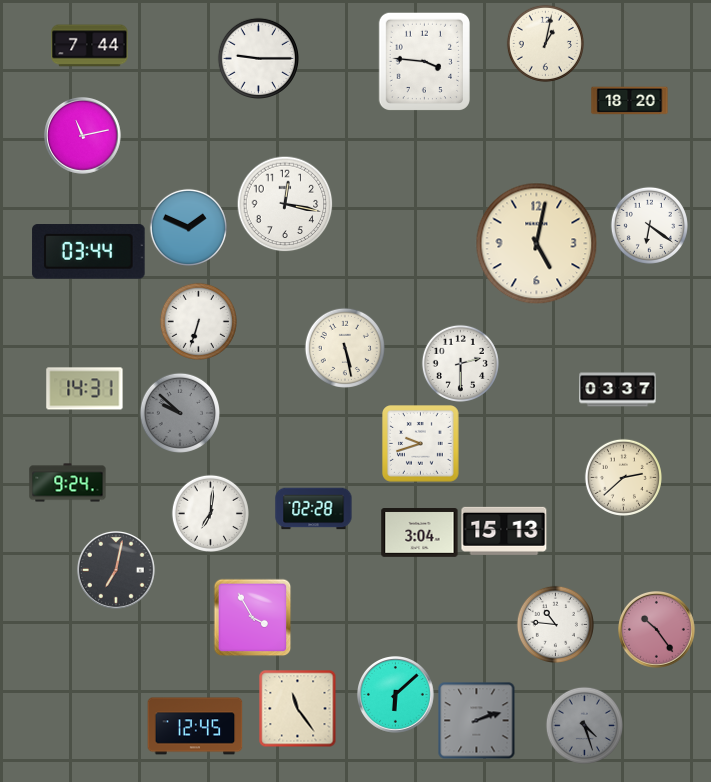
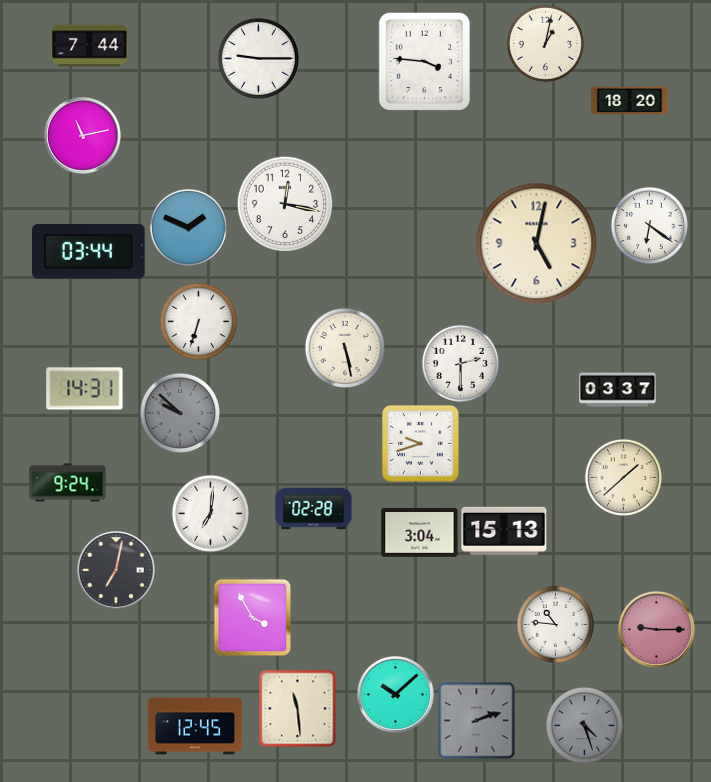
clock at (623, 477): 2:38 -> 1:38
clock at (657, 630): 10:24 -> 9:15
clock at (396, 695): 6:08 -> 10:08
clock at (297, 708): 11:24 -> 11:29
